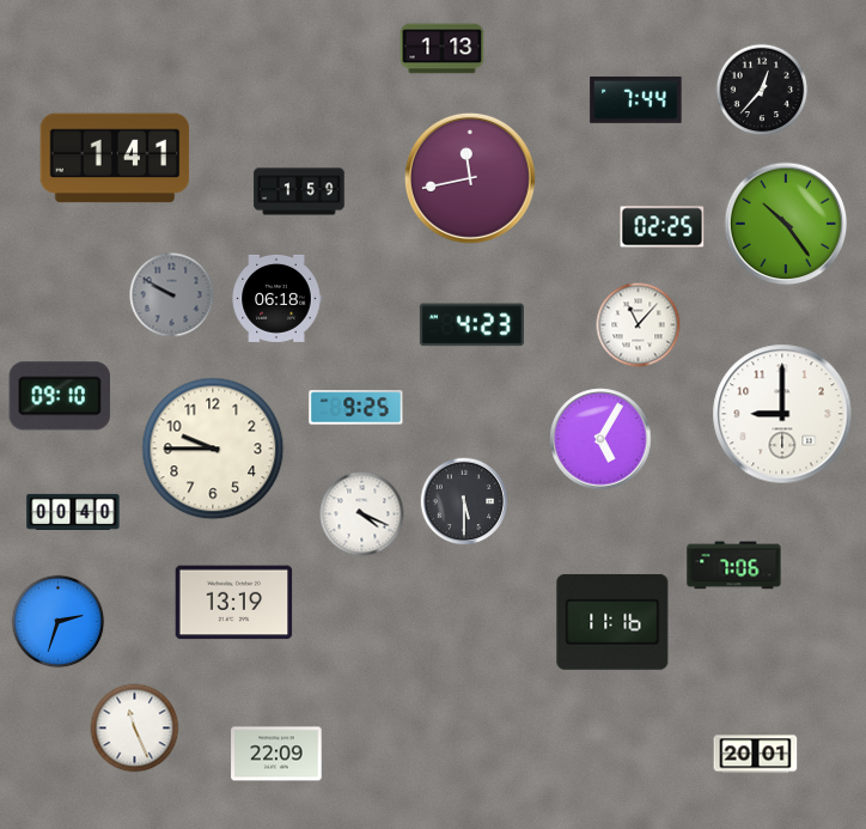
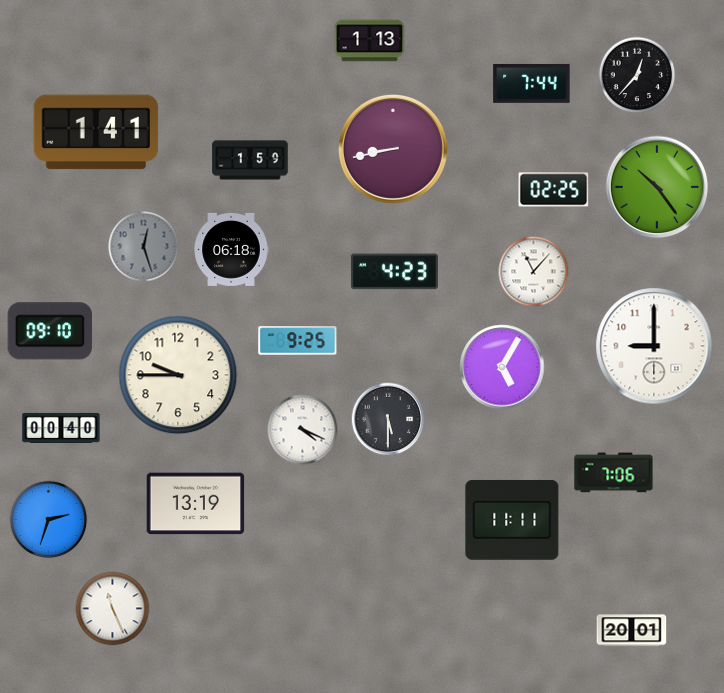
clock at (470, 178): 11:43 -> 8:43
clock at (172, 295): 9:50 -> 12:27
clock at (612, 622): 11:16 -> 11:11
clock at (276, 754): 22:09 -> none
